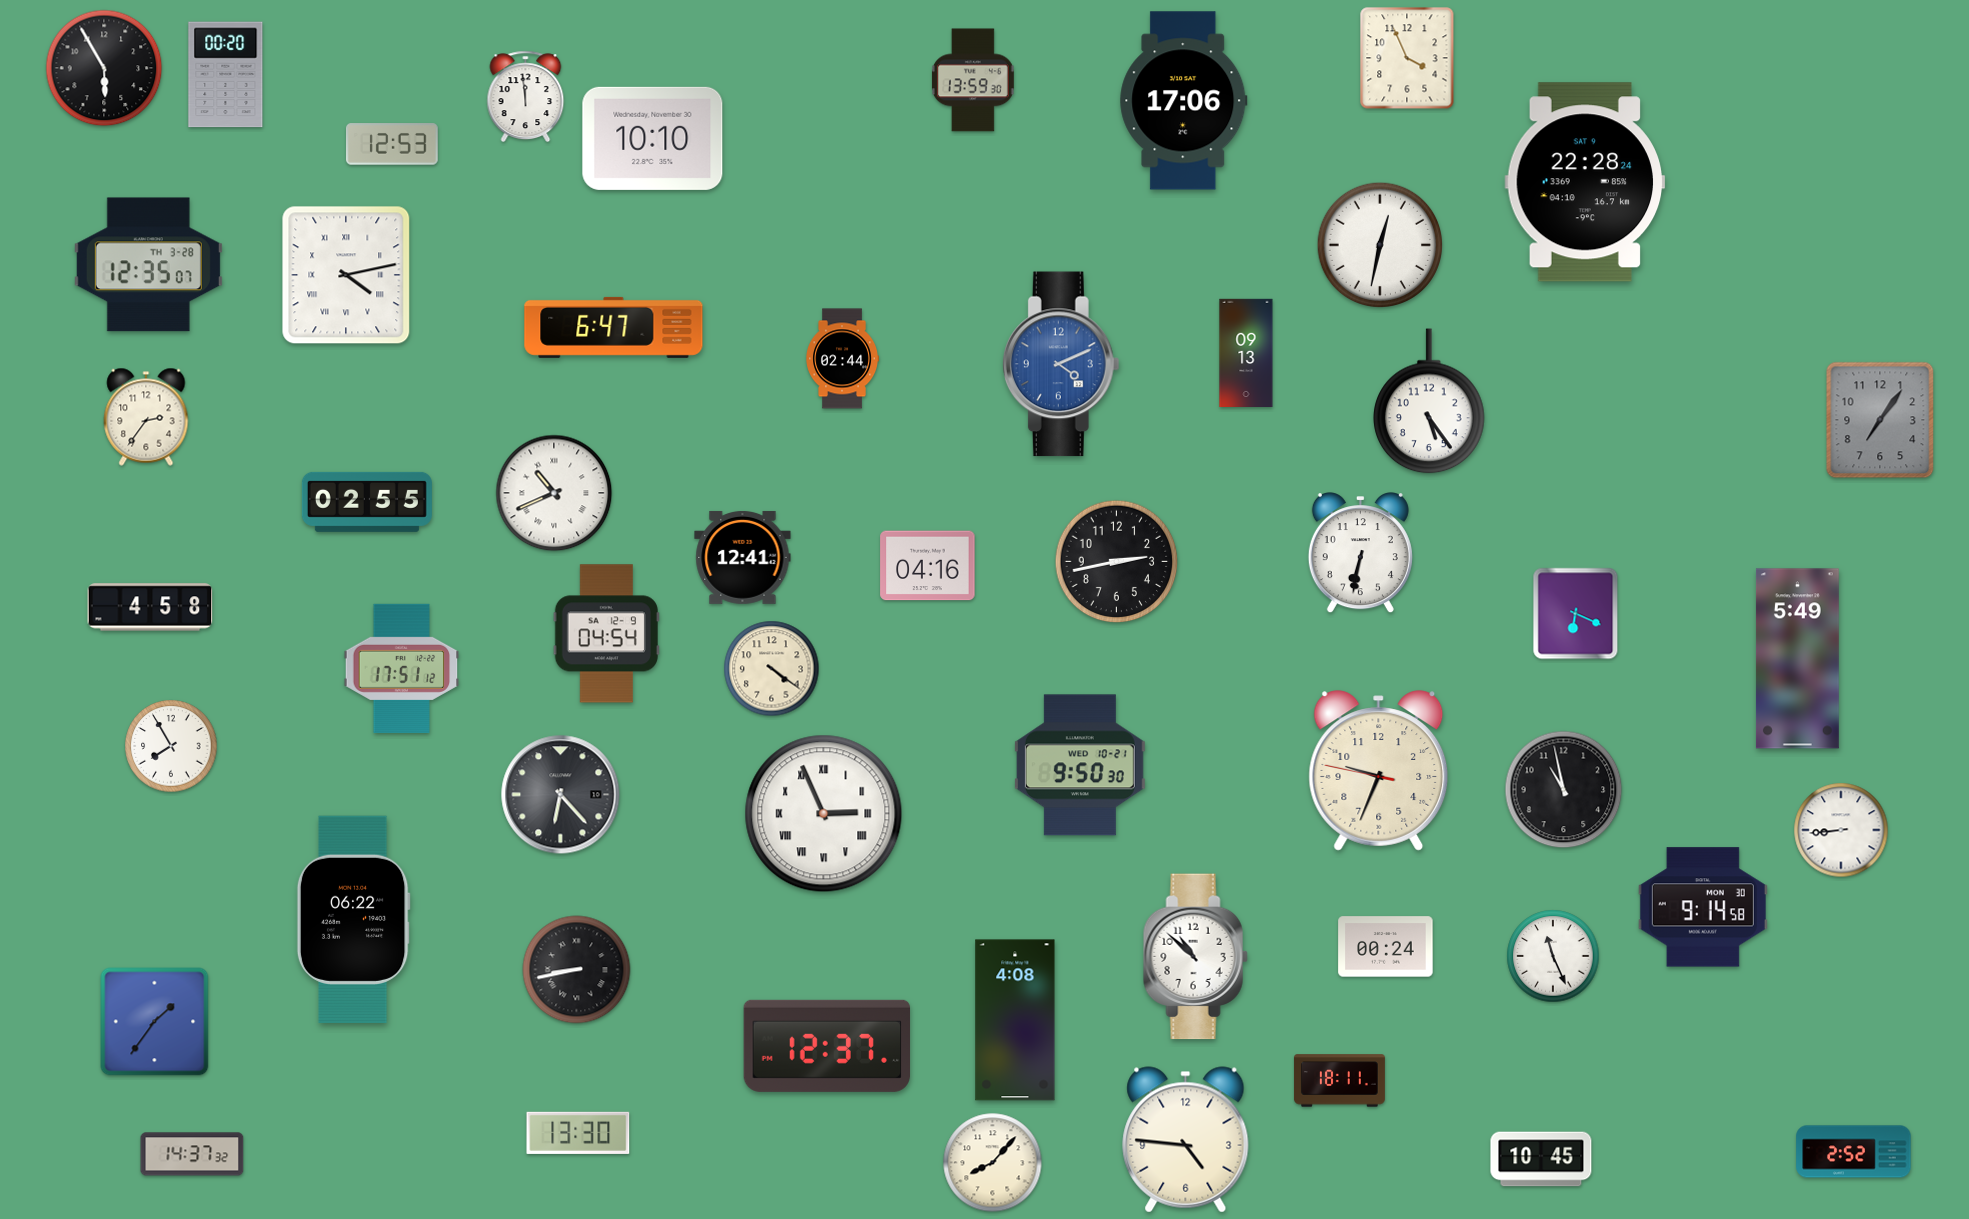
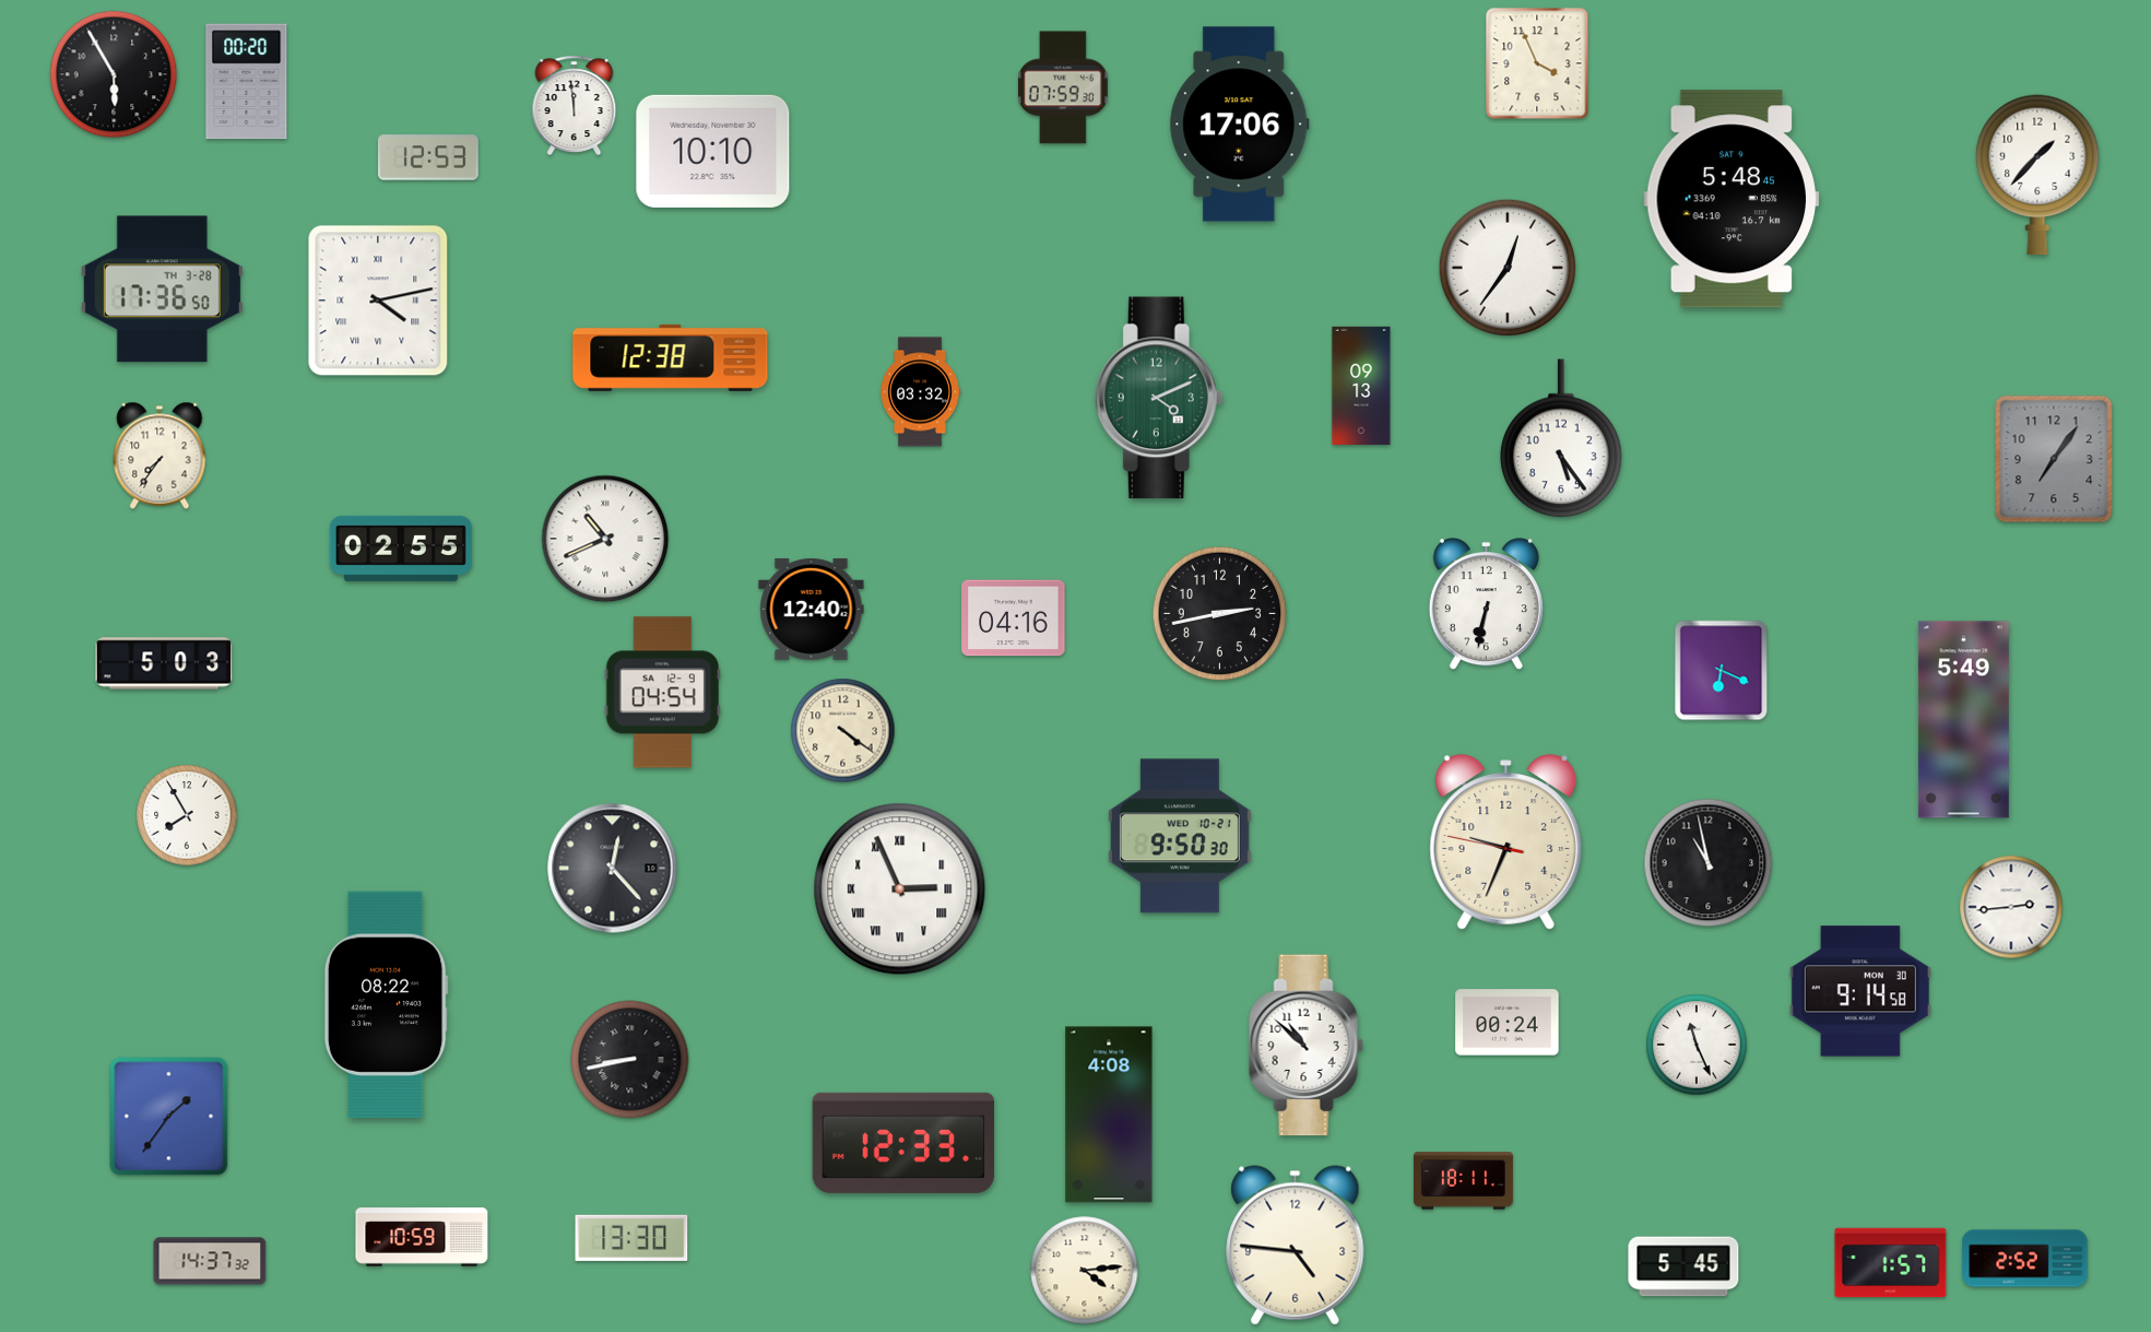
clock at (973, 80): 13:59 -> 07:59
clock at (1184, 101) position: (1184, 101) -> (1240, 125)
clock at (2037, 175): none -> 1:37
clock at (1585, 182): 22:28 -> 5:48
clock at (1380, 245): 12:32 -> 12:36
clock at (148, 265): 12:35 -> 17:36
clock at (614, 327): 6:47 -> 12:38
clock at (842, 359): 02:44 -> 03:32
clock at (1061, 364) dial: blue -> green
clock at (146, 417): 2:36 -> 7:36
clock at (743, 557): 12:41 -> 12:40
clock at (150, 607): 4:58 -> 5:03
clock at (402, 668): 17:51 -> none
clock at (561, 795): 6:23 -> 12:23
clock at (1841, 830): 8:44 -> 2:44
clock at (353, 919): 06:22 -> 08:22
clock at (1386, 947) position: (1386, 947) -> (1508, 1023)
clock at (827, 1046): 12:37 -> 12:33
clock at (422, 1237): none -> 10:59
clock at (1891, 1263): none -> 1:57
clock at (1541, 1159): 10:45 -> 5:45
clock at (993, 1163): 8:07 -> 4:14
